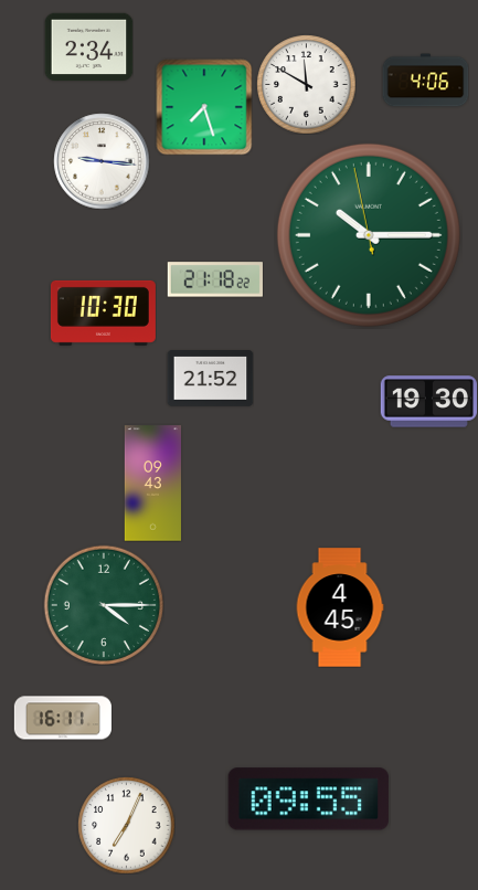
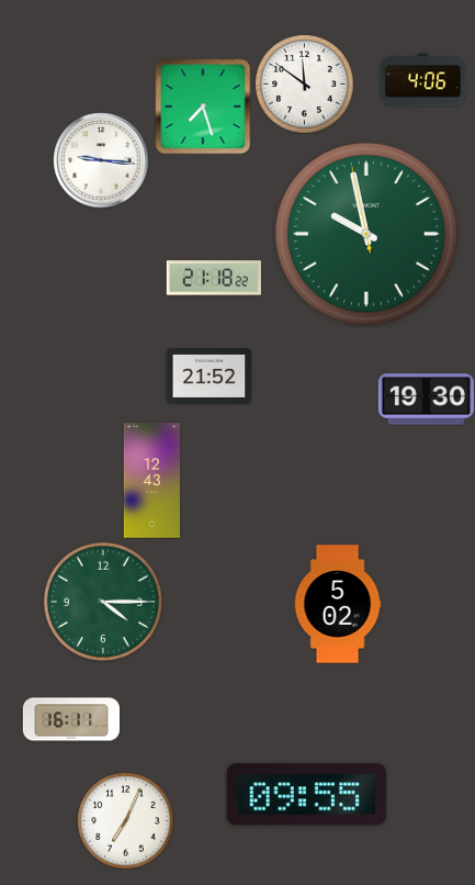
clock at (88, 46): 2:34 -> none
clock at (306, 84): 11:50 -> 11:51
clock at (369, 235): 10:14 -> 9:57
clock at (103, 312): 10:30 -> none
clock at (152, 484): 09:43 -> 12:43
clock at (340, 607): 4:45 -> 5:02
clock at (62, 718) position: (62, 718) -> (70, 719)
